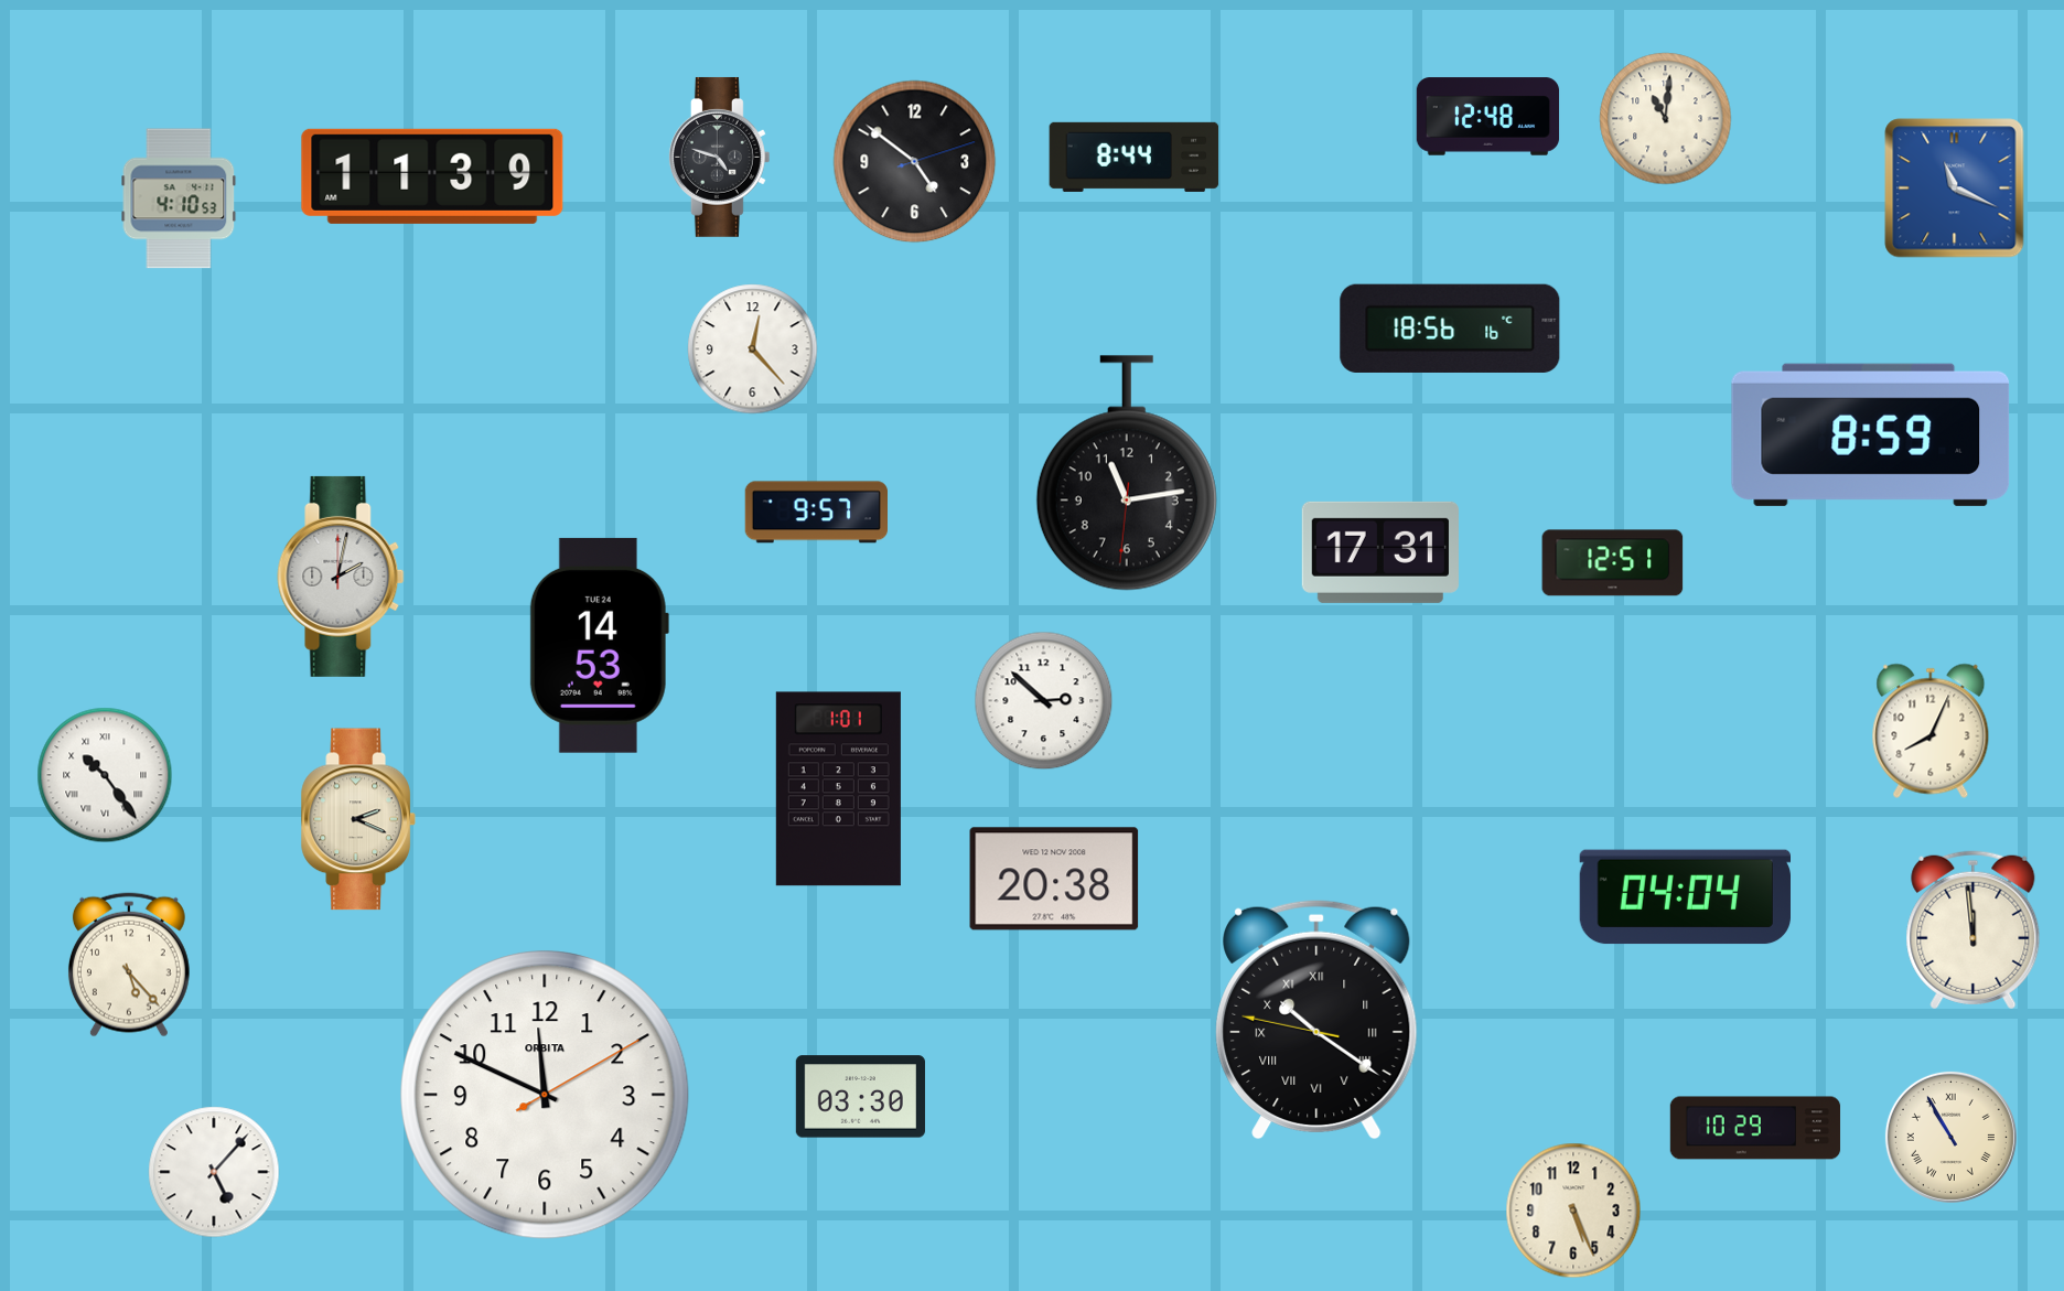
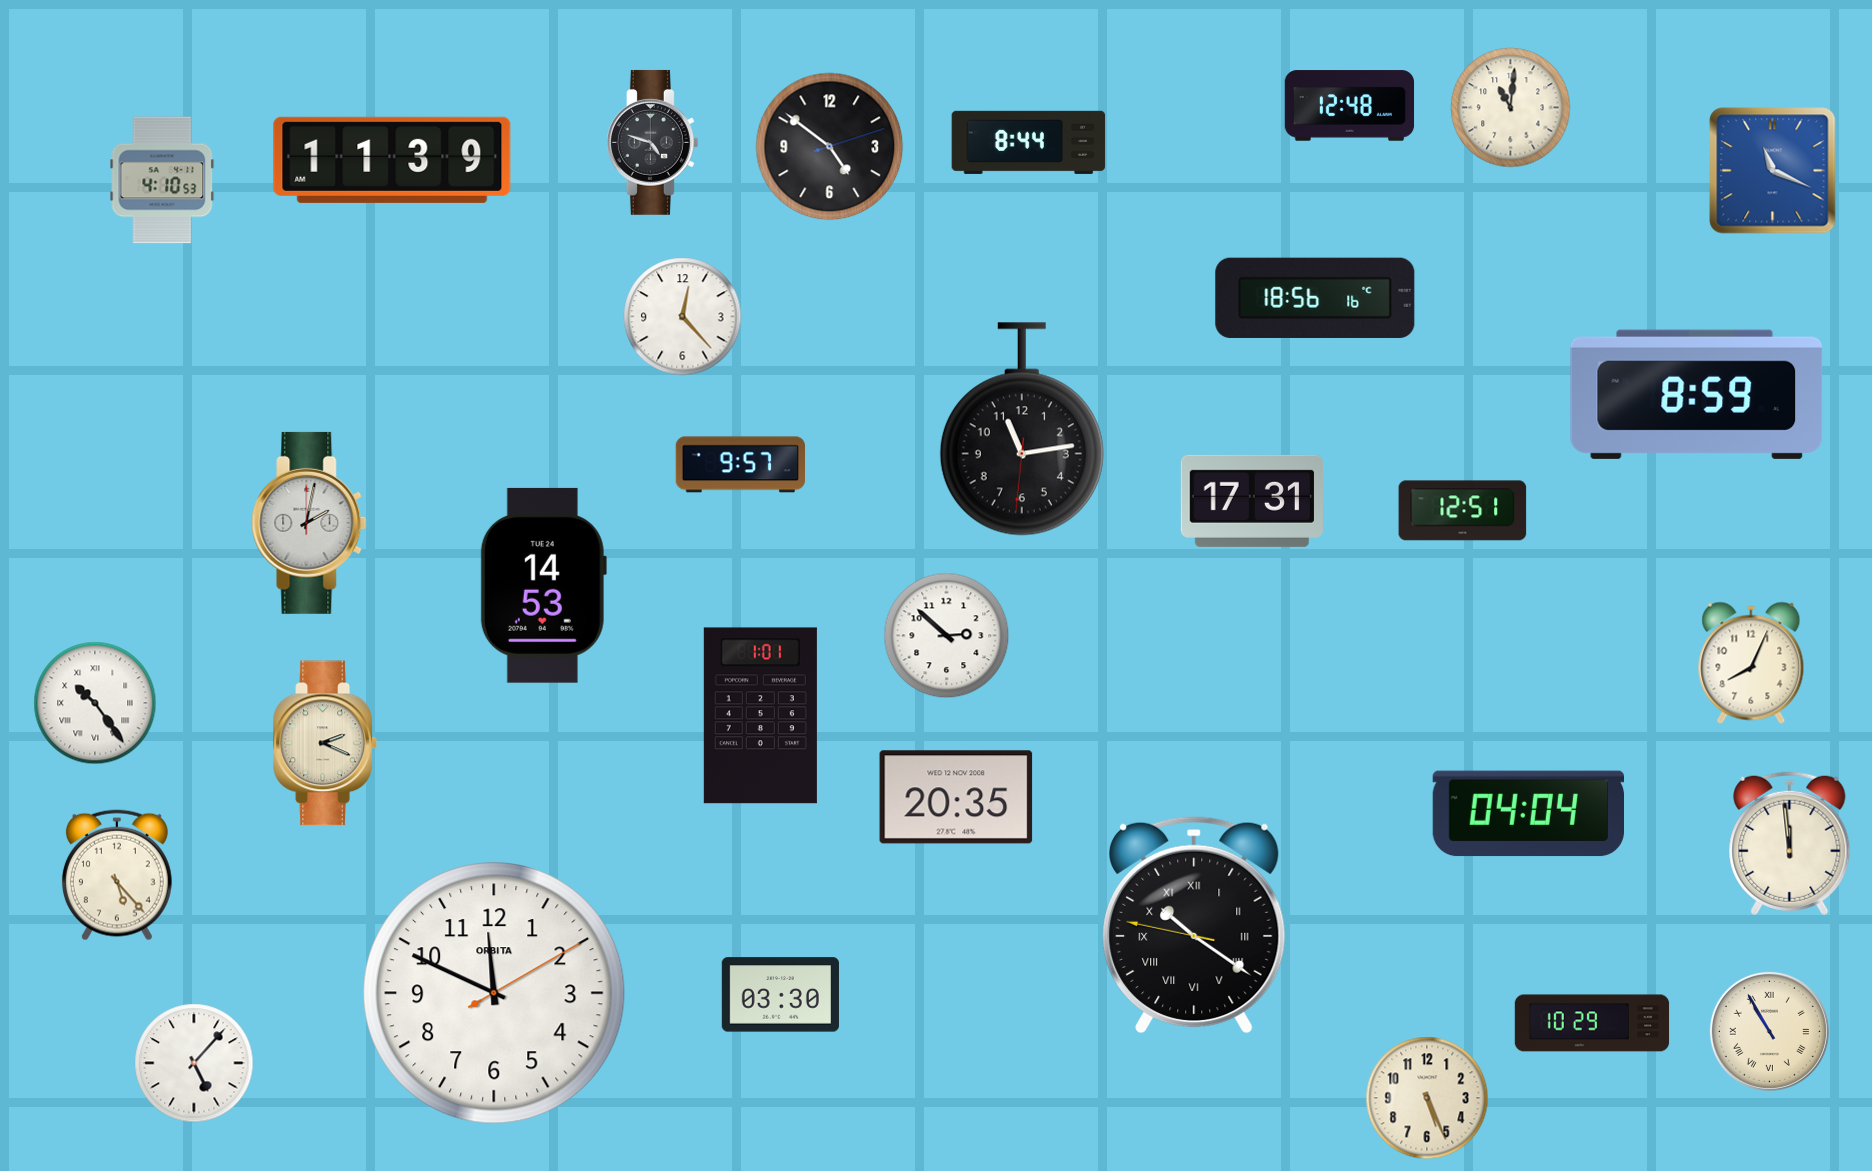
clock at (1054, 879): 20:38 -> 20:35
